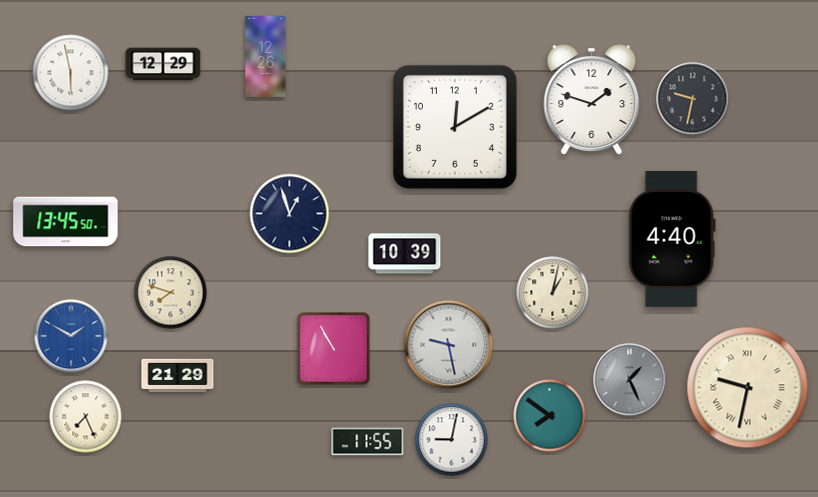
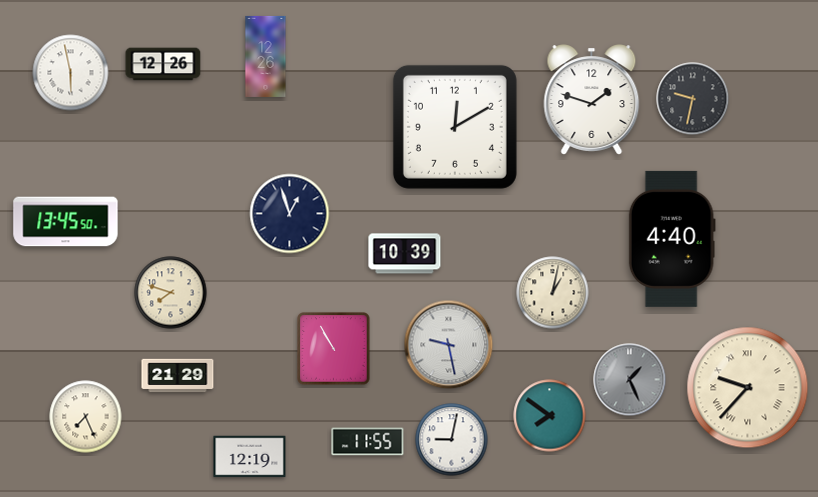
clock at (163, 64): 12:29 -> 12:26
clock at (71, 336): 1:50 -> none
clock at (748, 388): 9:32 -> 9:37
clock at (250, 457): none -> 12:19
